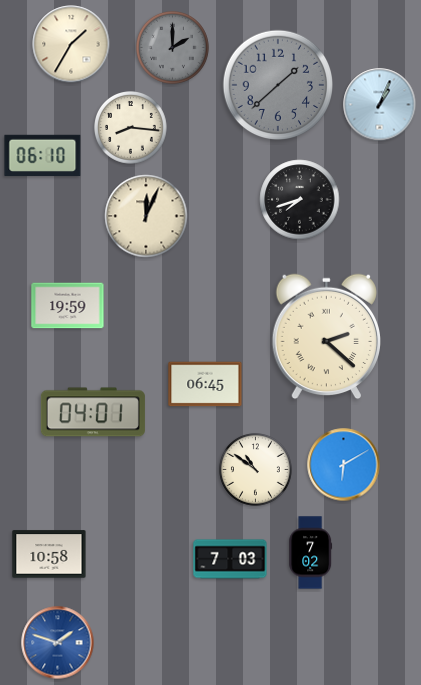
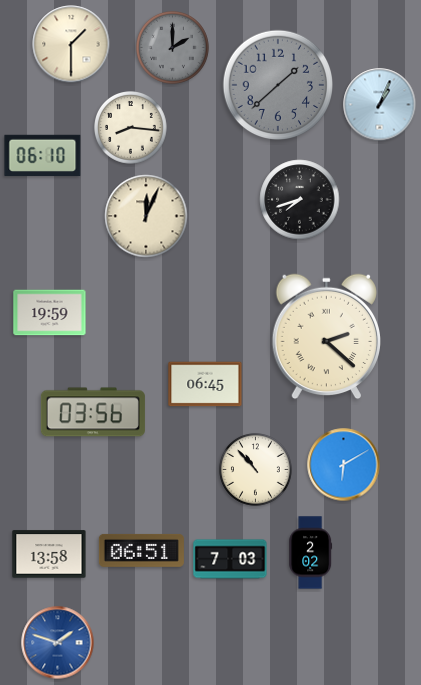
clock at (71, 44): 1:35 -> 1:30
clock at (68, 306) position: (68, 306) -> (50, 313)
clock at (93, 412): 04:01 -> 03:56
clock at (256, 470): 10:51 -> 10:53
clock at (141, 550): none -> 06:51
clock at (311, 553): 7:02 -> 2:02
clock at (49, 554): 10:58 -> 13:58
